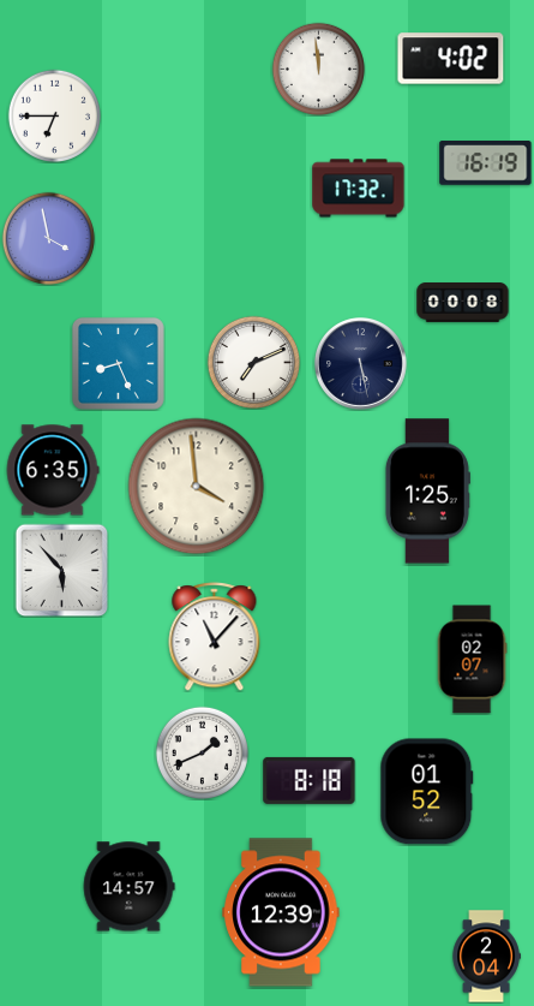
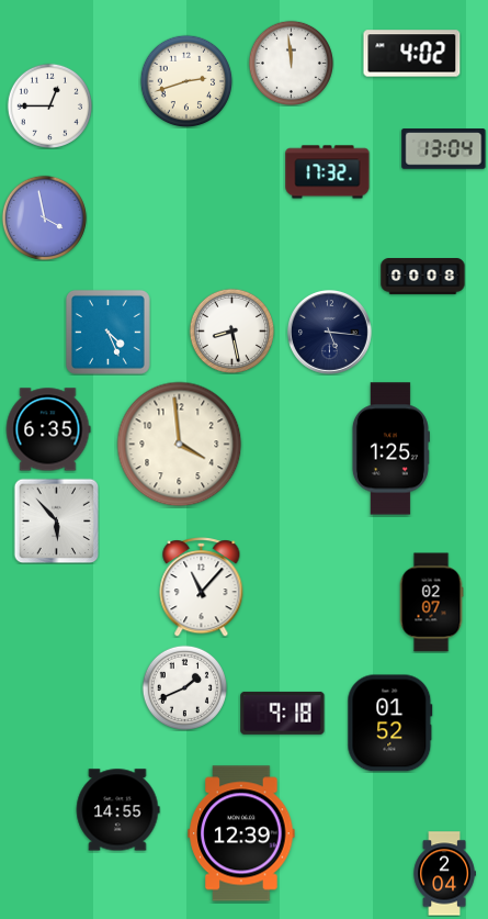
clock at (186, 81): none -> 2:42
clock at (54, 115): 6:45 -> 12:45
clock at (486, 163): 16:19 -> 13:04
clock at (253, 362): 7:11 -> 8:28
clock at (118, 363): 8:26 -> 4:26
clock at (361, 364): 5:28 -> 5:16
clock at (215, 637) position: (215, 637) -> (202, 587)
clock at (310, 780): 8:18 -> 9:18
clock at (128, 887): 14:57 -> 14:55
clock at (281, 912) position: (281, 912) -> (241, 833)
